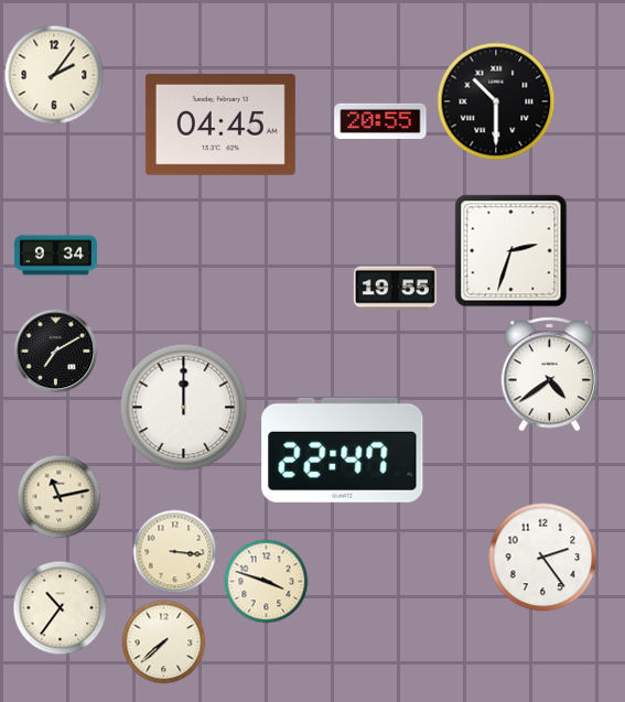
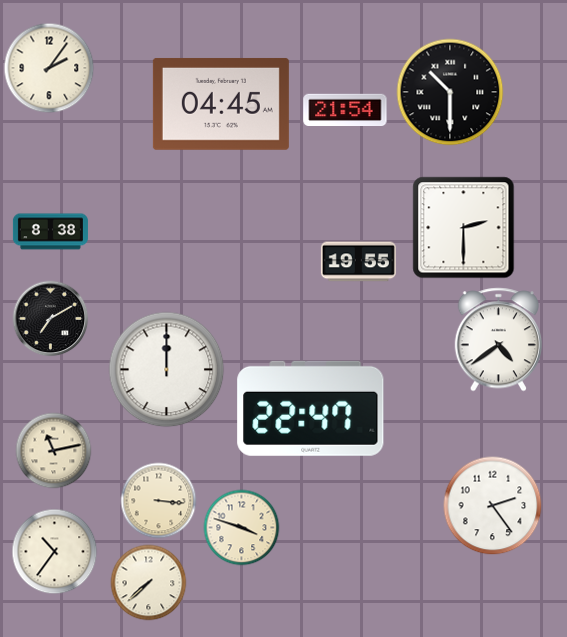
clock at (380, 121): 20:55 -> 21:54
clock at (220, 125) position: (220, 125) -> (221, 104)
clock at (511, 251): 2:33 -> 2:30
clock at (55, 256): 9:34 -> 8:38
